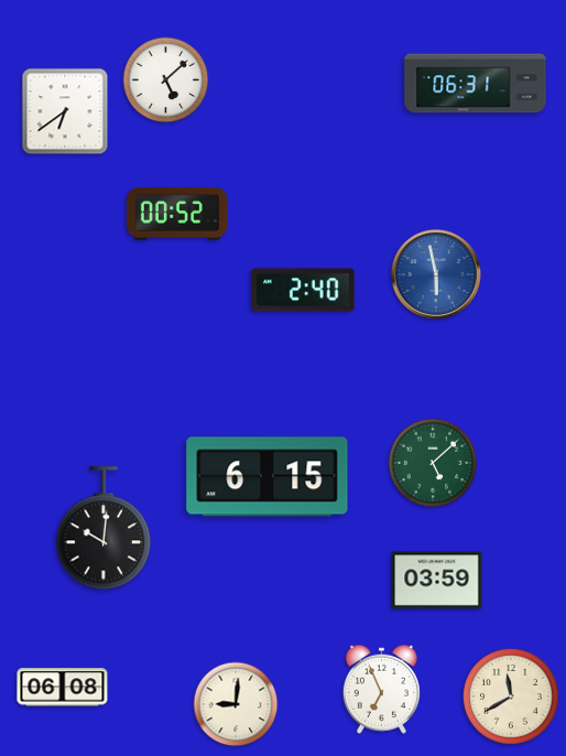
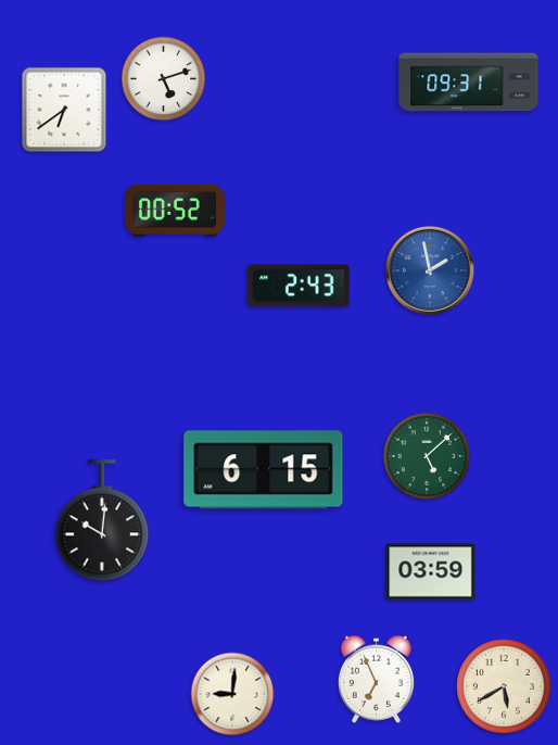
clock at (166, 80): 5:08 -> 5:12
clock at (476, 84): 06:31 -> 09:31
clock at (436, 274): 5:58 -> 1:58
clock at (303, 290): 2:40 -> 2:43
clock at (63, 688): 06:08 -> none
clock at (511, 696): 11:40 -> 5:40
